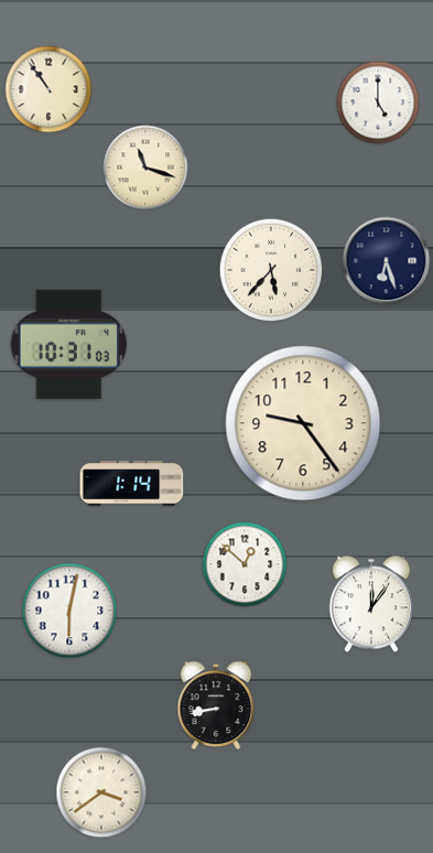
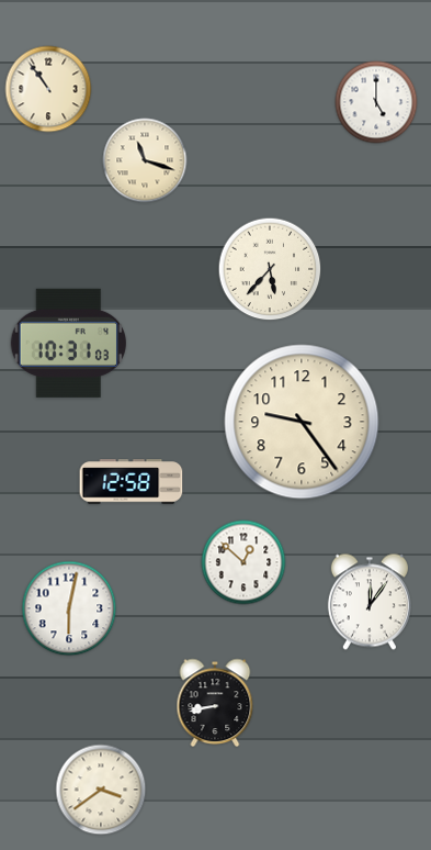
clock at (145, 168) position: (145, 168) -> (145, 160)
clock at (387, 261): 6:27 -> none
clock at (132, 484): 1:14 -> 12:58
